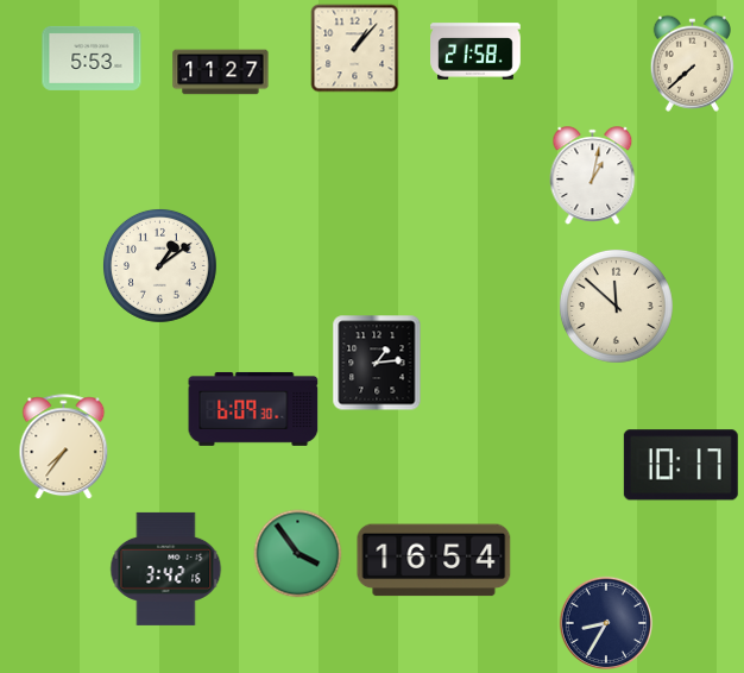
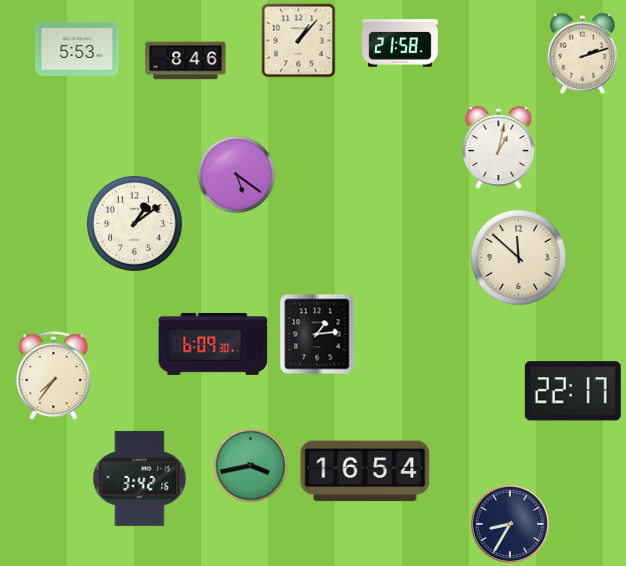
clock at (692, 63): 7:38 -> 2:12
clock at (221, 73): 11:27 -> 8:46
clock at (237, 175): none -> 5:21
clock at (377, 363) position: (377, 363) -> (317, 334)
clock at (681, 465): 10:17 -> 22:17
clock at (298, 554): 3:54 -> 3:43
